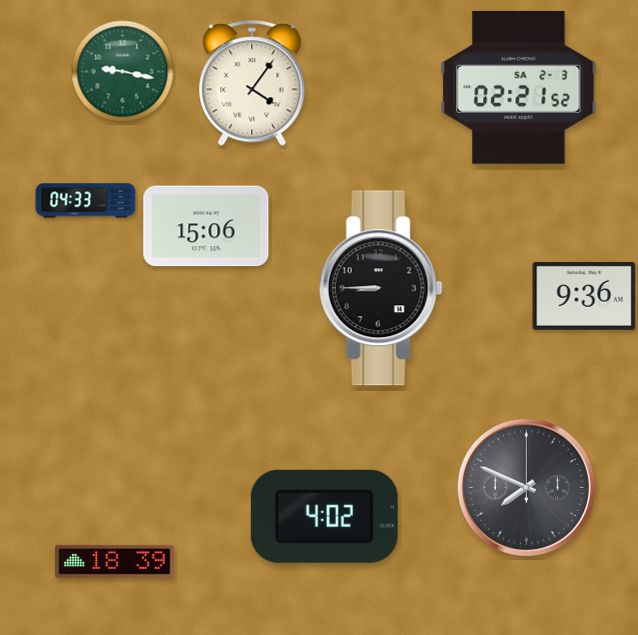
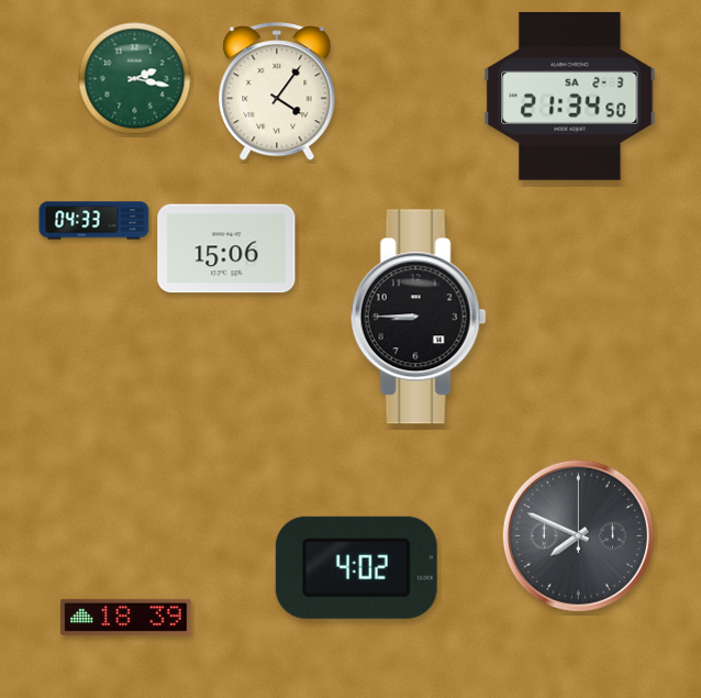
clock at (123, 72): 9:17 -> 2:17
clock at (519, 87): 02:21 -> 21:34
clock at (584, 296): 9:36 -> none
